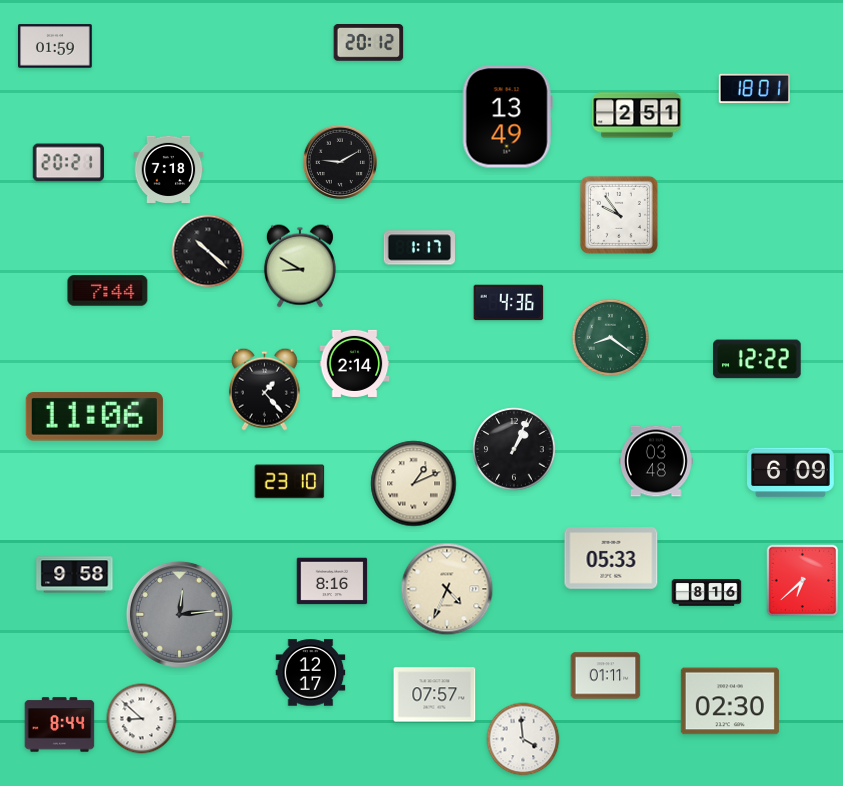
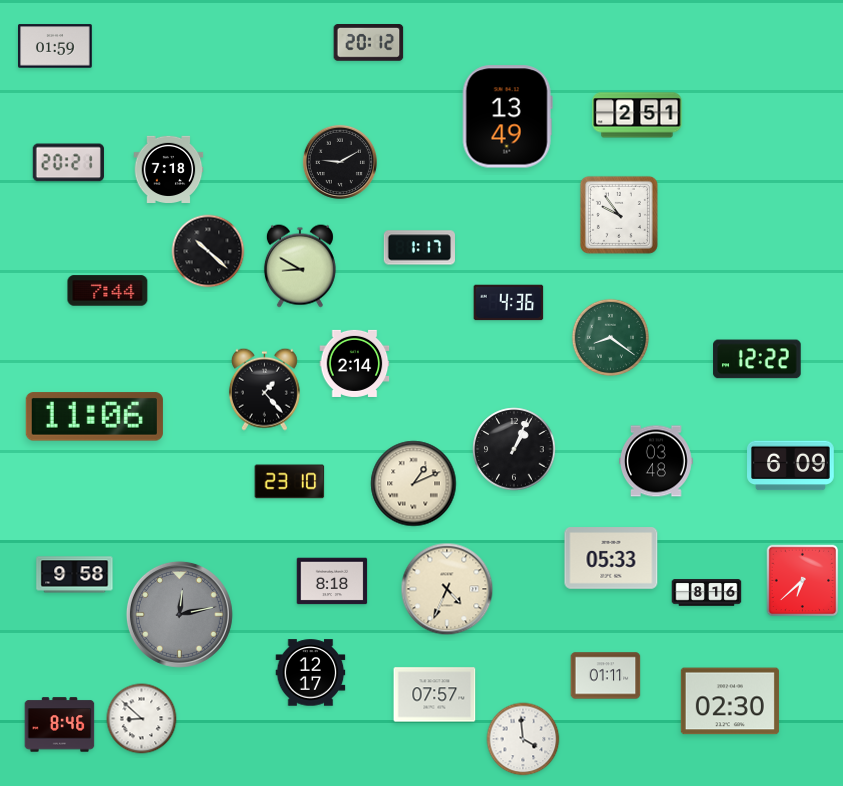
clock at (754, 88): 18:01 -> none
clock at (791, 473) position: (791, 473) -> (791, 466)
clock at (332, 581): 8:16 -> 8:18
clock at (179, 614): 12:14 -> 12:13
clock at (60, 725): 8:44 -> 8:46
